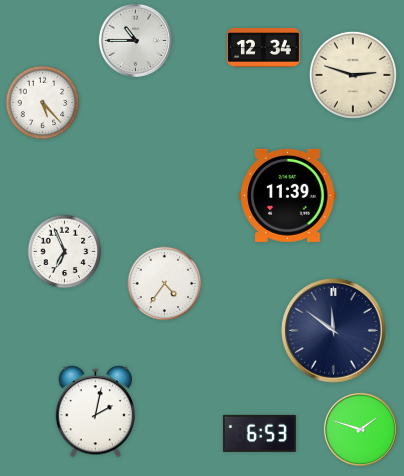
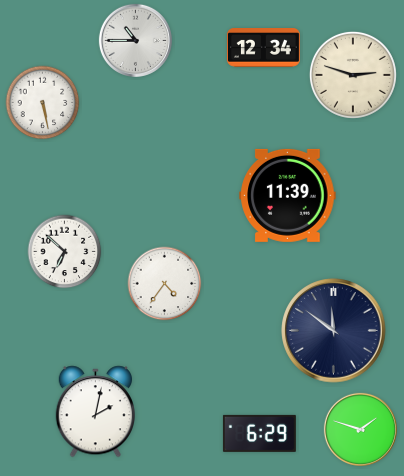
clock at (43, 103): 5:23 -> 5:28
clock at (65, 252): 6:56 -> 6:52
clock at (259, 433): 6:53 -> 6:29
